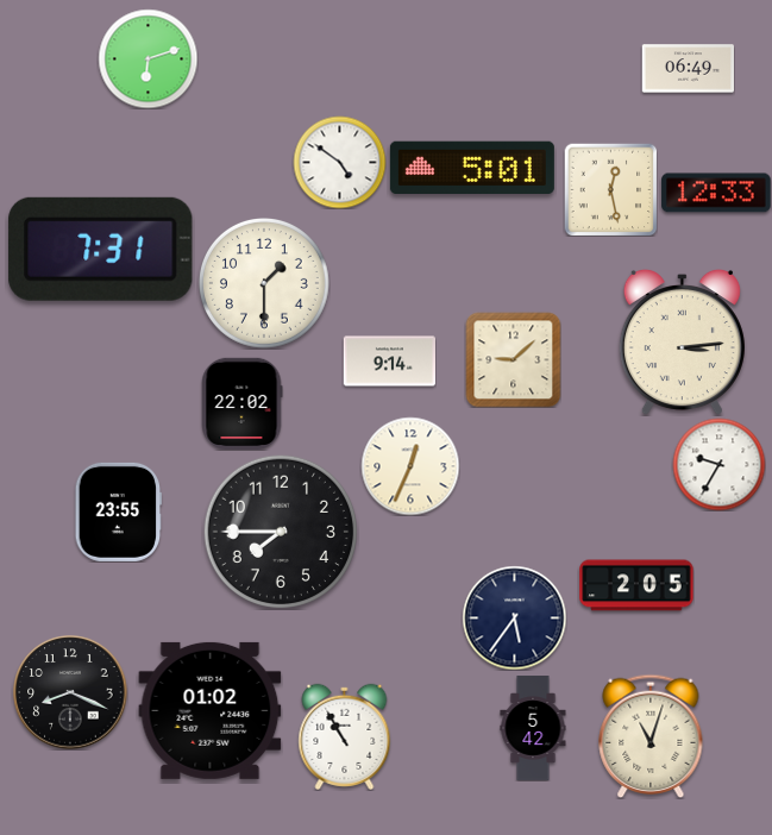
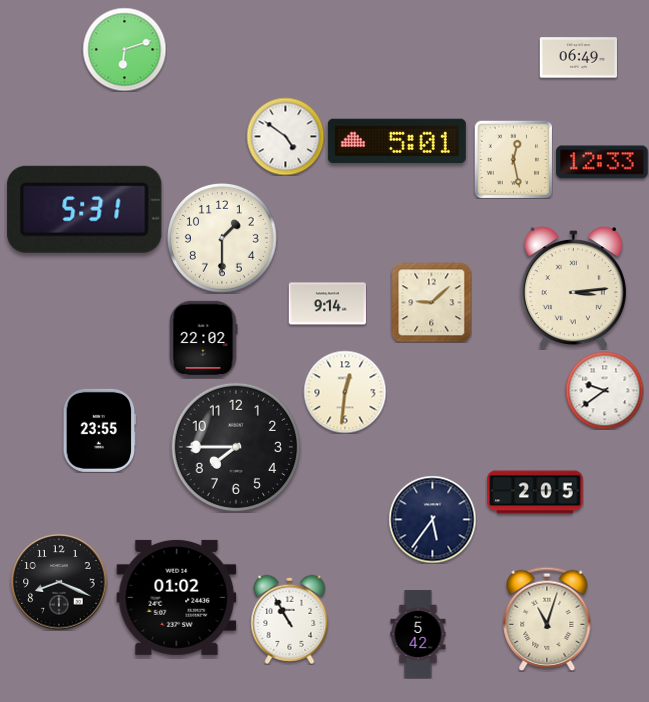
clock at (101, 249): 7:31 -> 5:31
clock at (718, 464): 9:35 -> 9:39
clock at (410, 466): 12:34 -> 12:31
clock at (533, 728) position: (533, 728) -> (418, 634)
